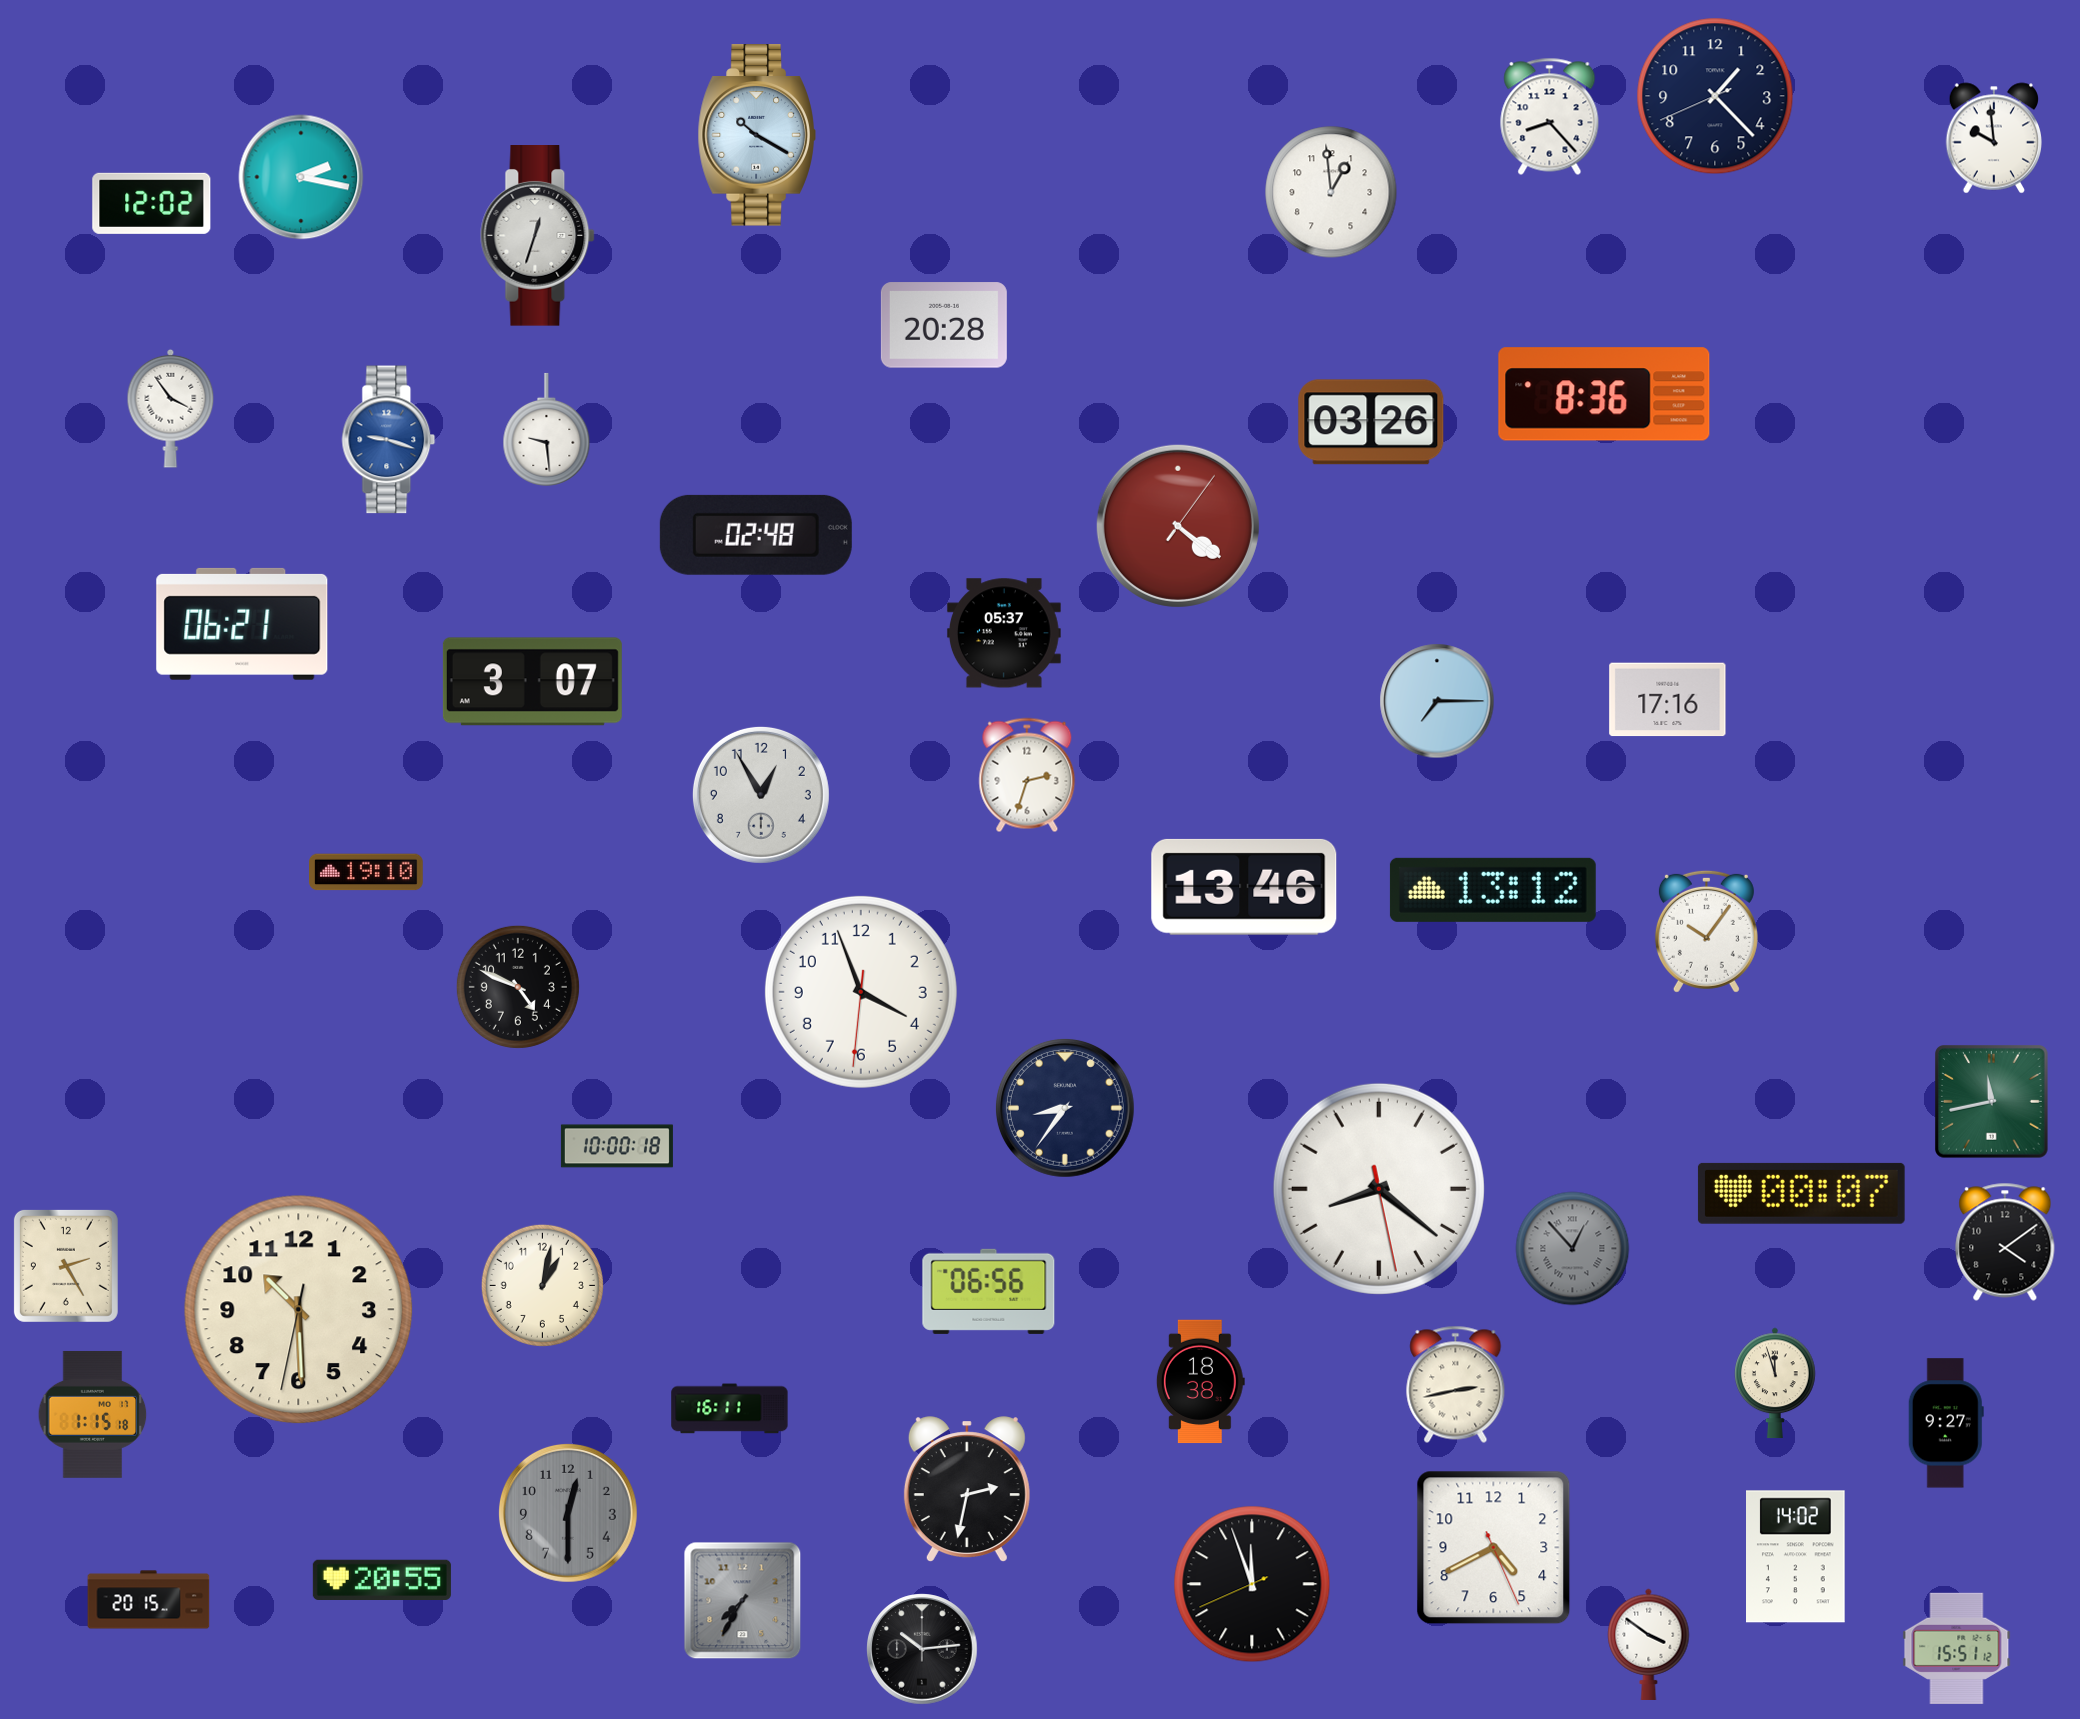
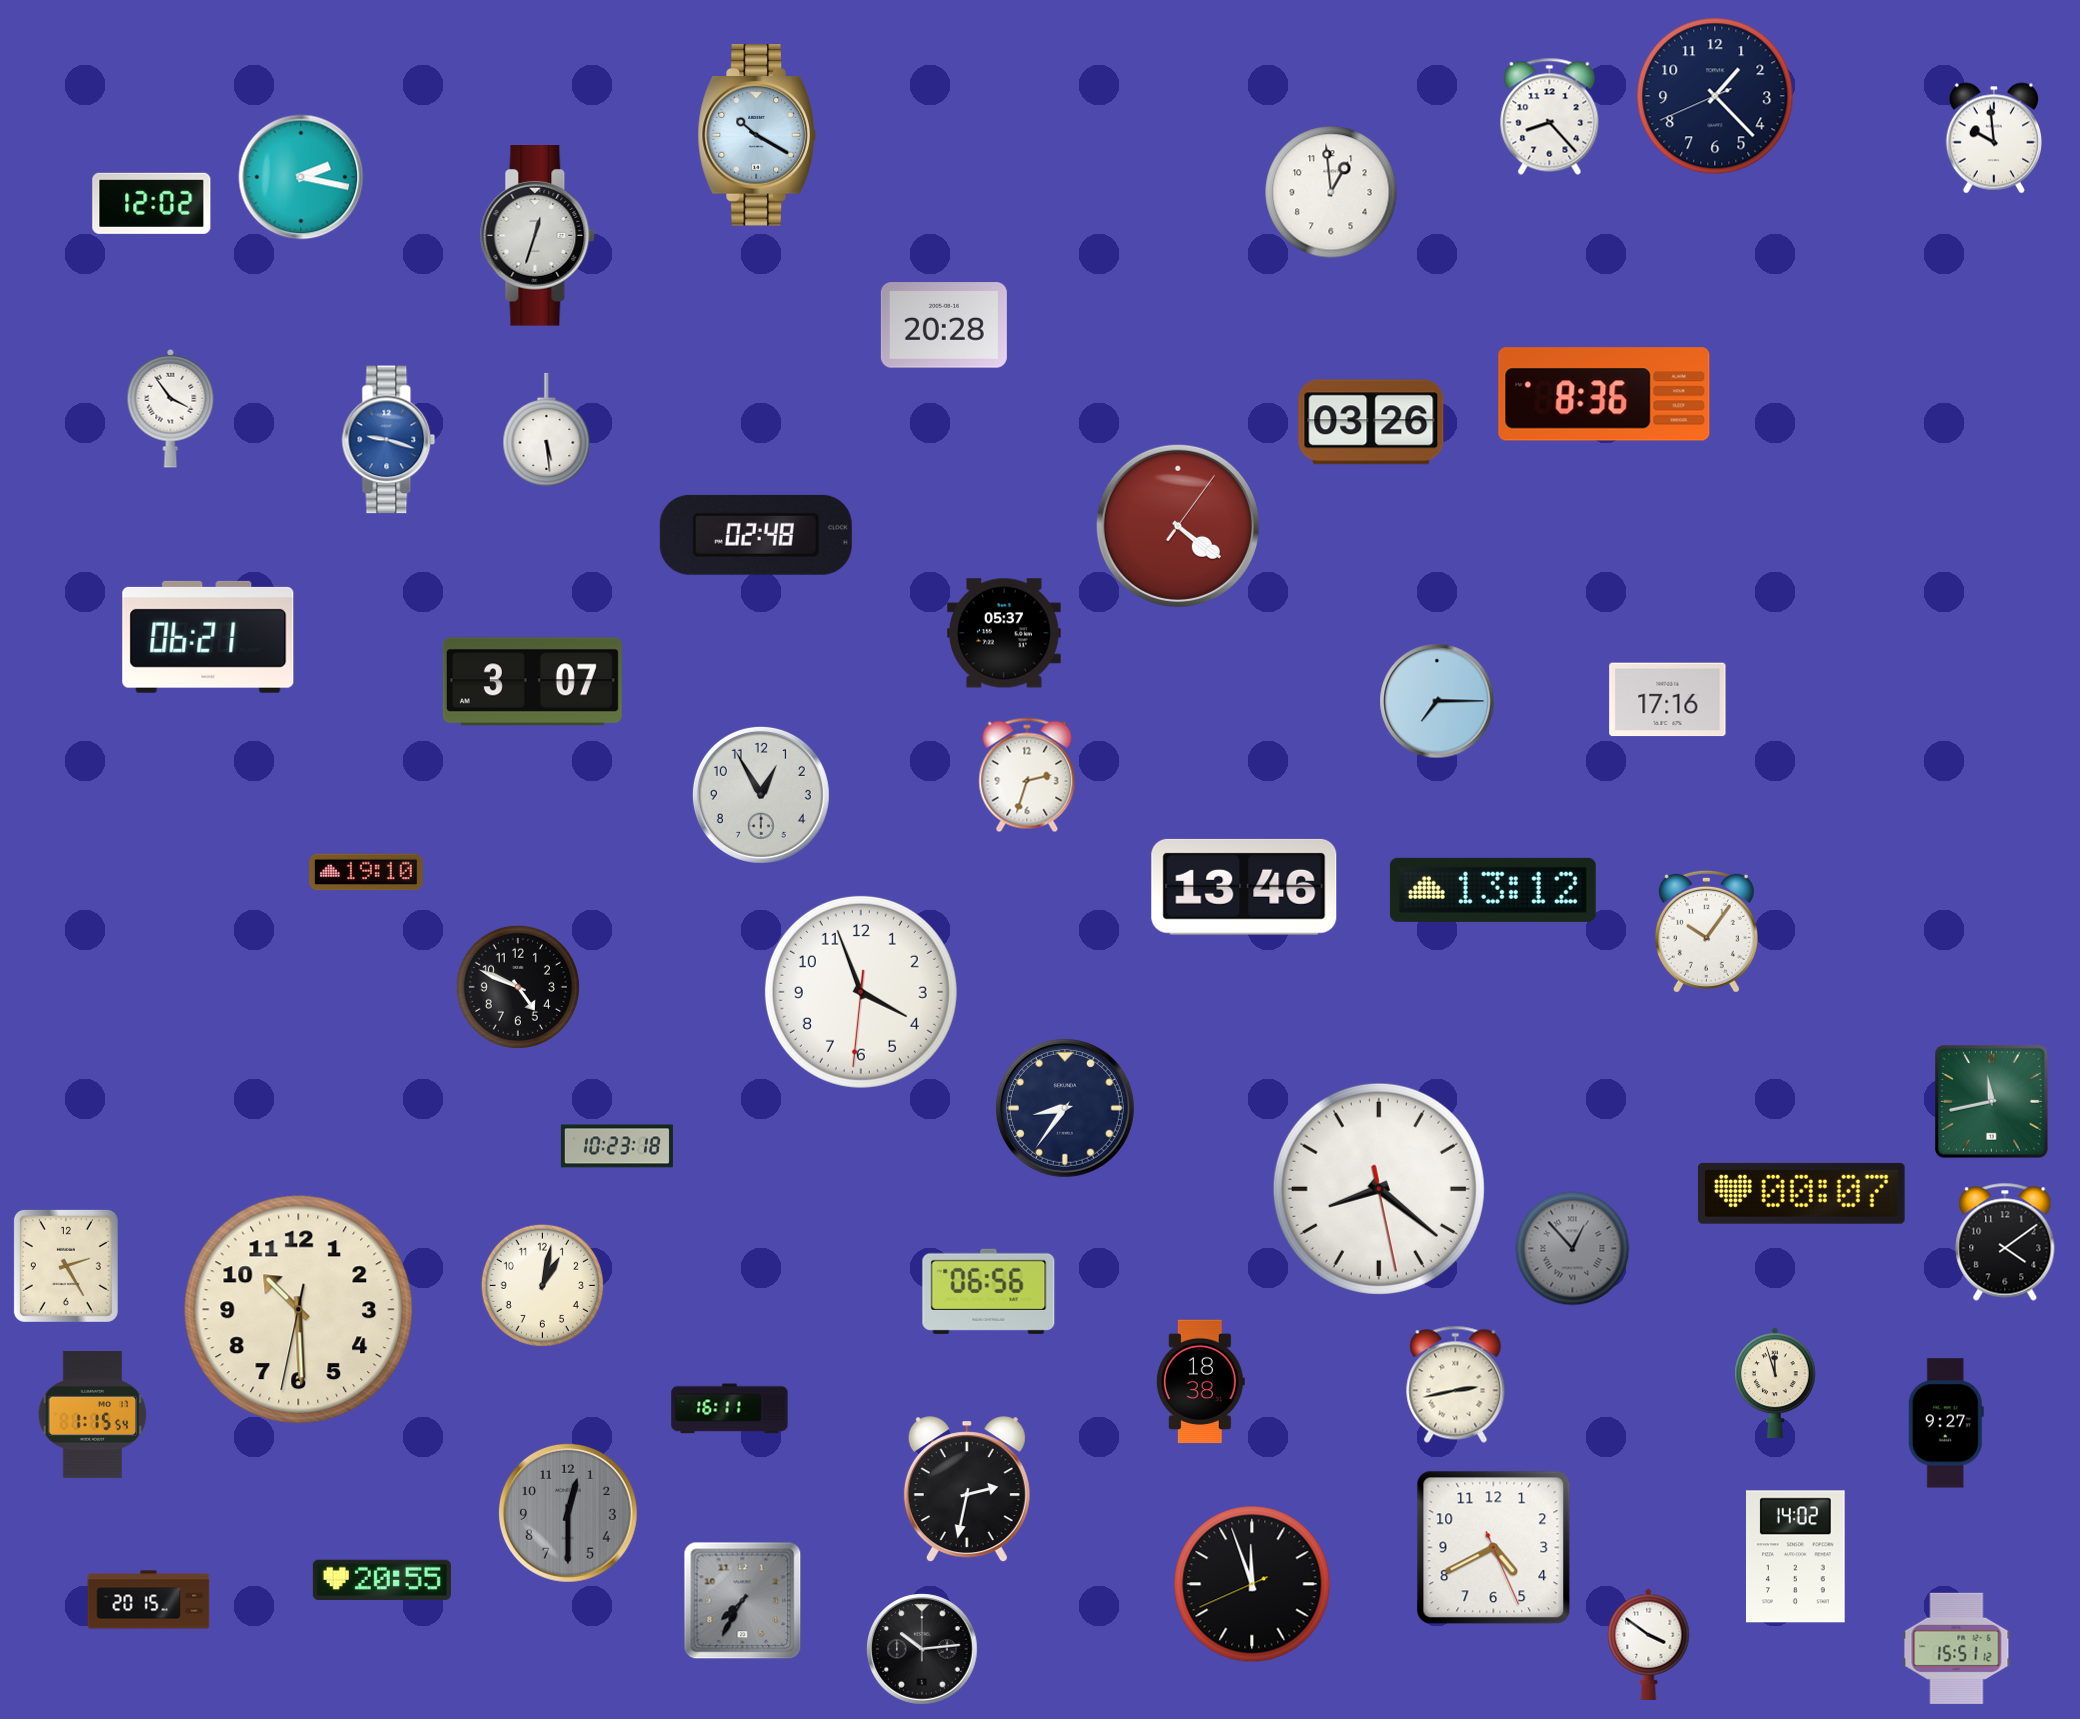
clock at (547, 429): 9:29 -> 5:29
clock at (242, 624) position: (242, 624) -> (208, 637)
clock at (617, 1146): 10:00 -> 10:23
clock at (93, 1414): 1:15:18 -> 1:15:54
